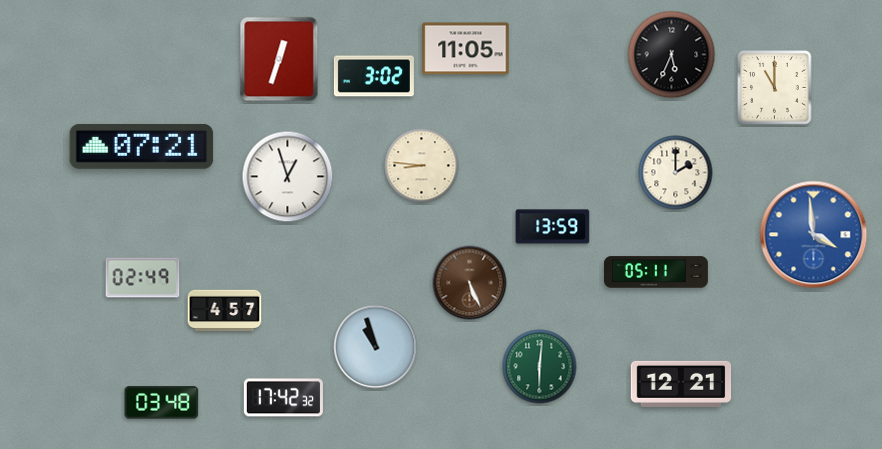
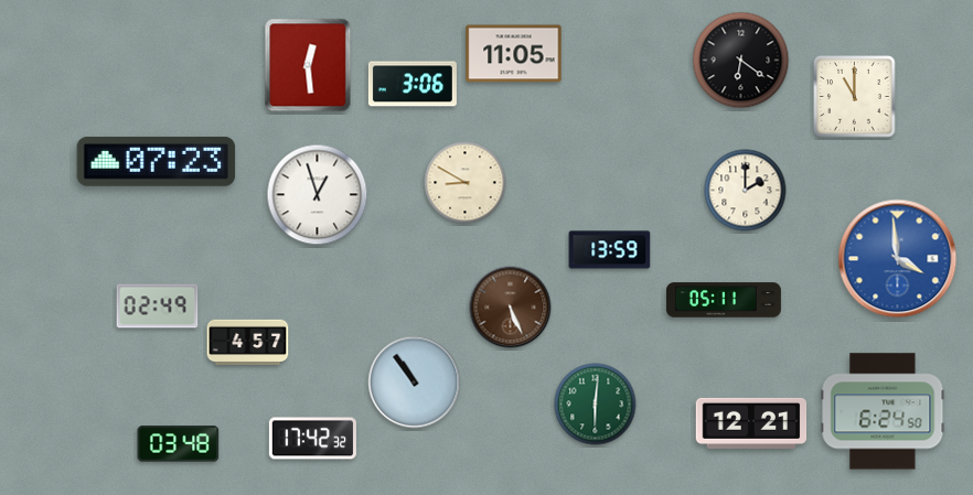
clock at (672, 55): 5:34 -> 6:21
clock at (279, 59): 12:33 -> 12:29
clock at (374, 76): 3:02 -> 3:06
clock at (142, 146): 07:21 -> 07:23
clock at (422, 166): 8:46 -> 8:50
clock at (470, 283) position: (470, 283) -> (511, 308)
clock at (376, 347): 10:57 -> 10:54
clock at (883, 411): none -> 6:24
